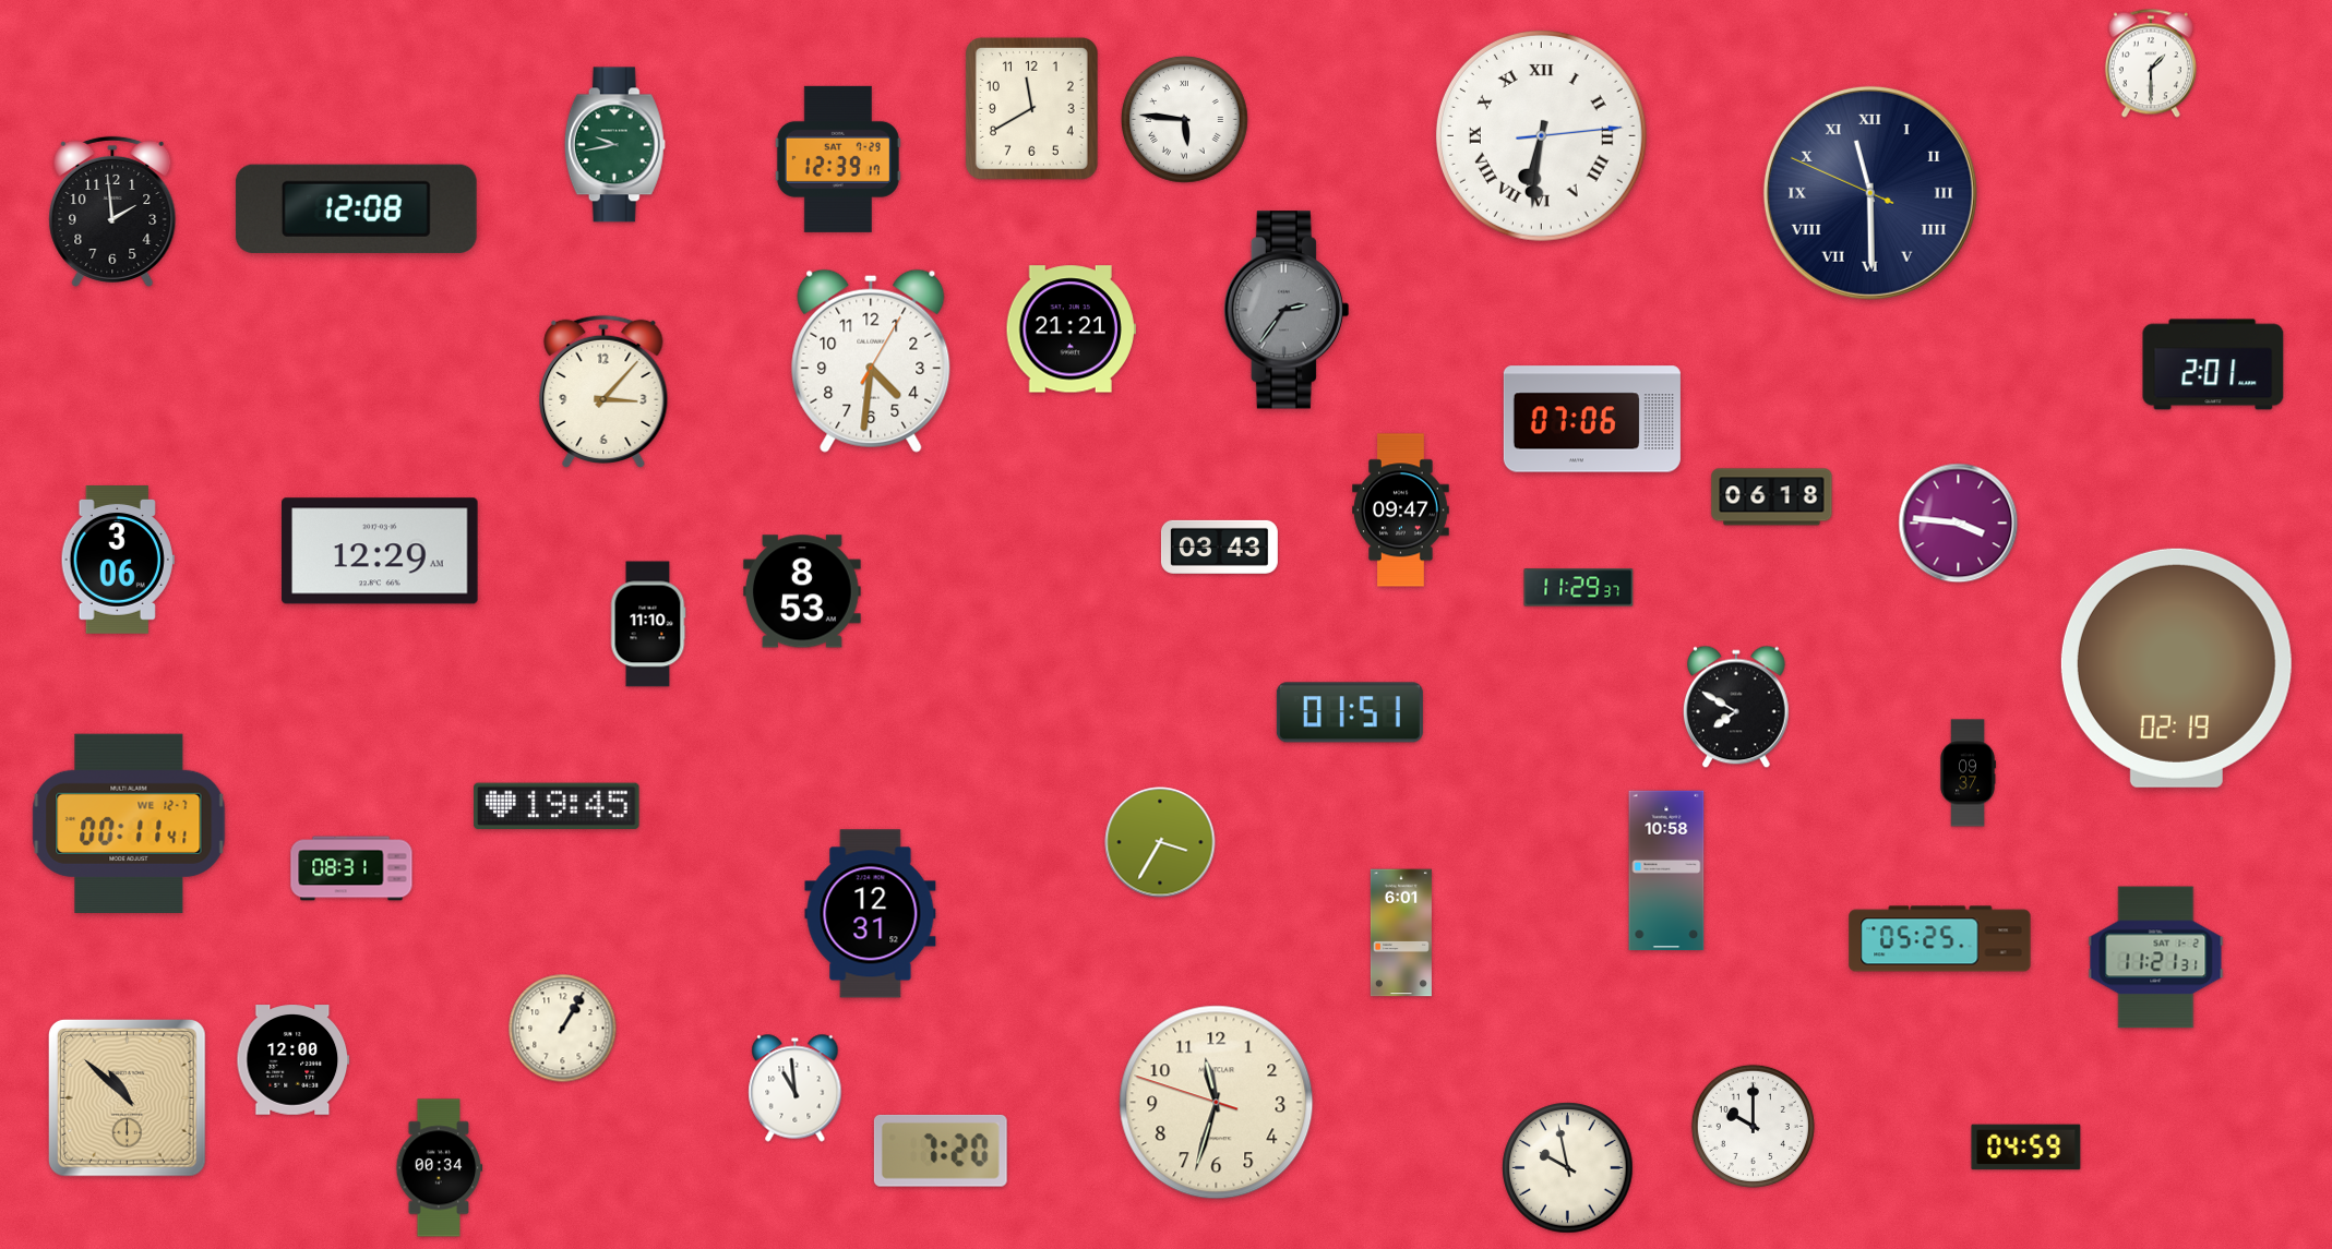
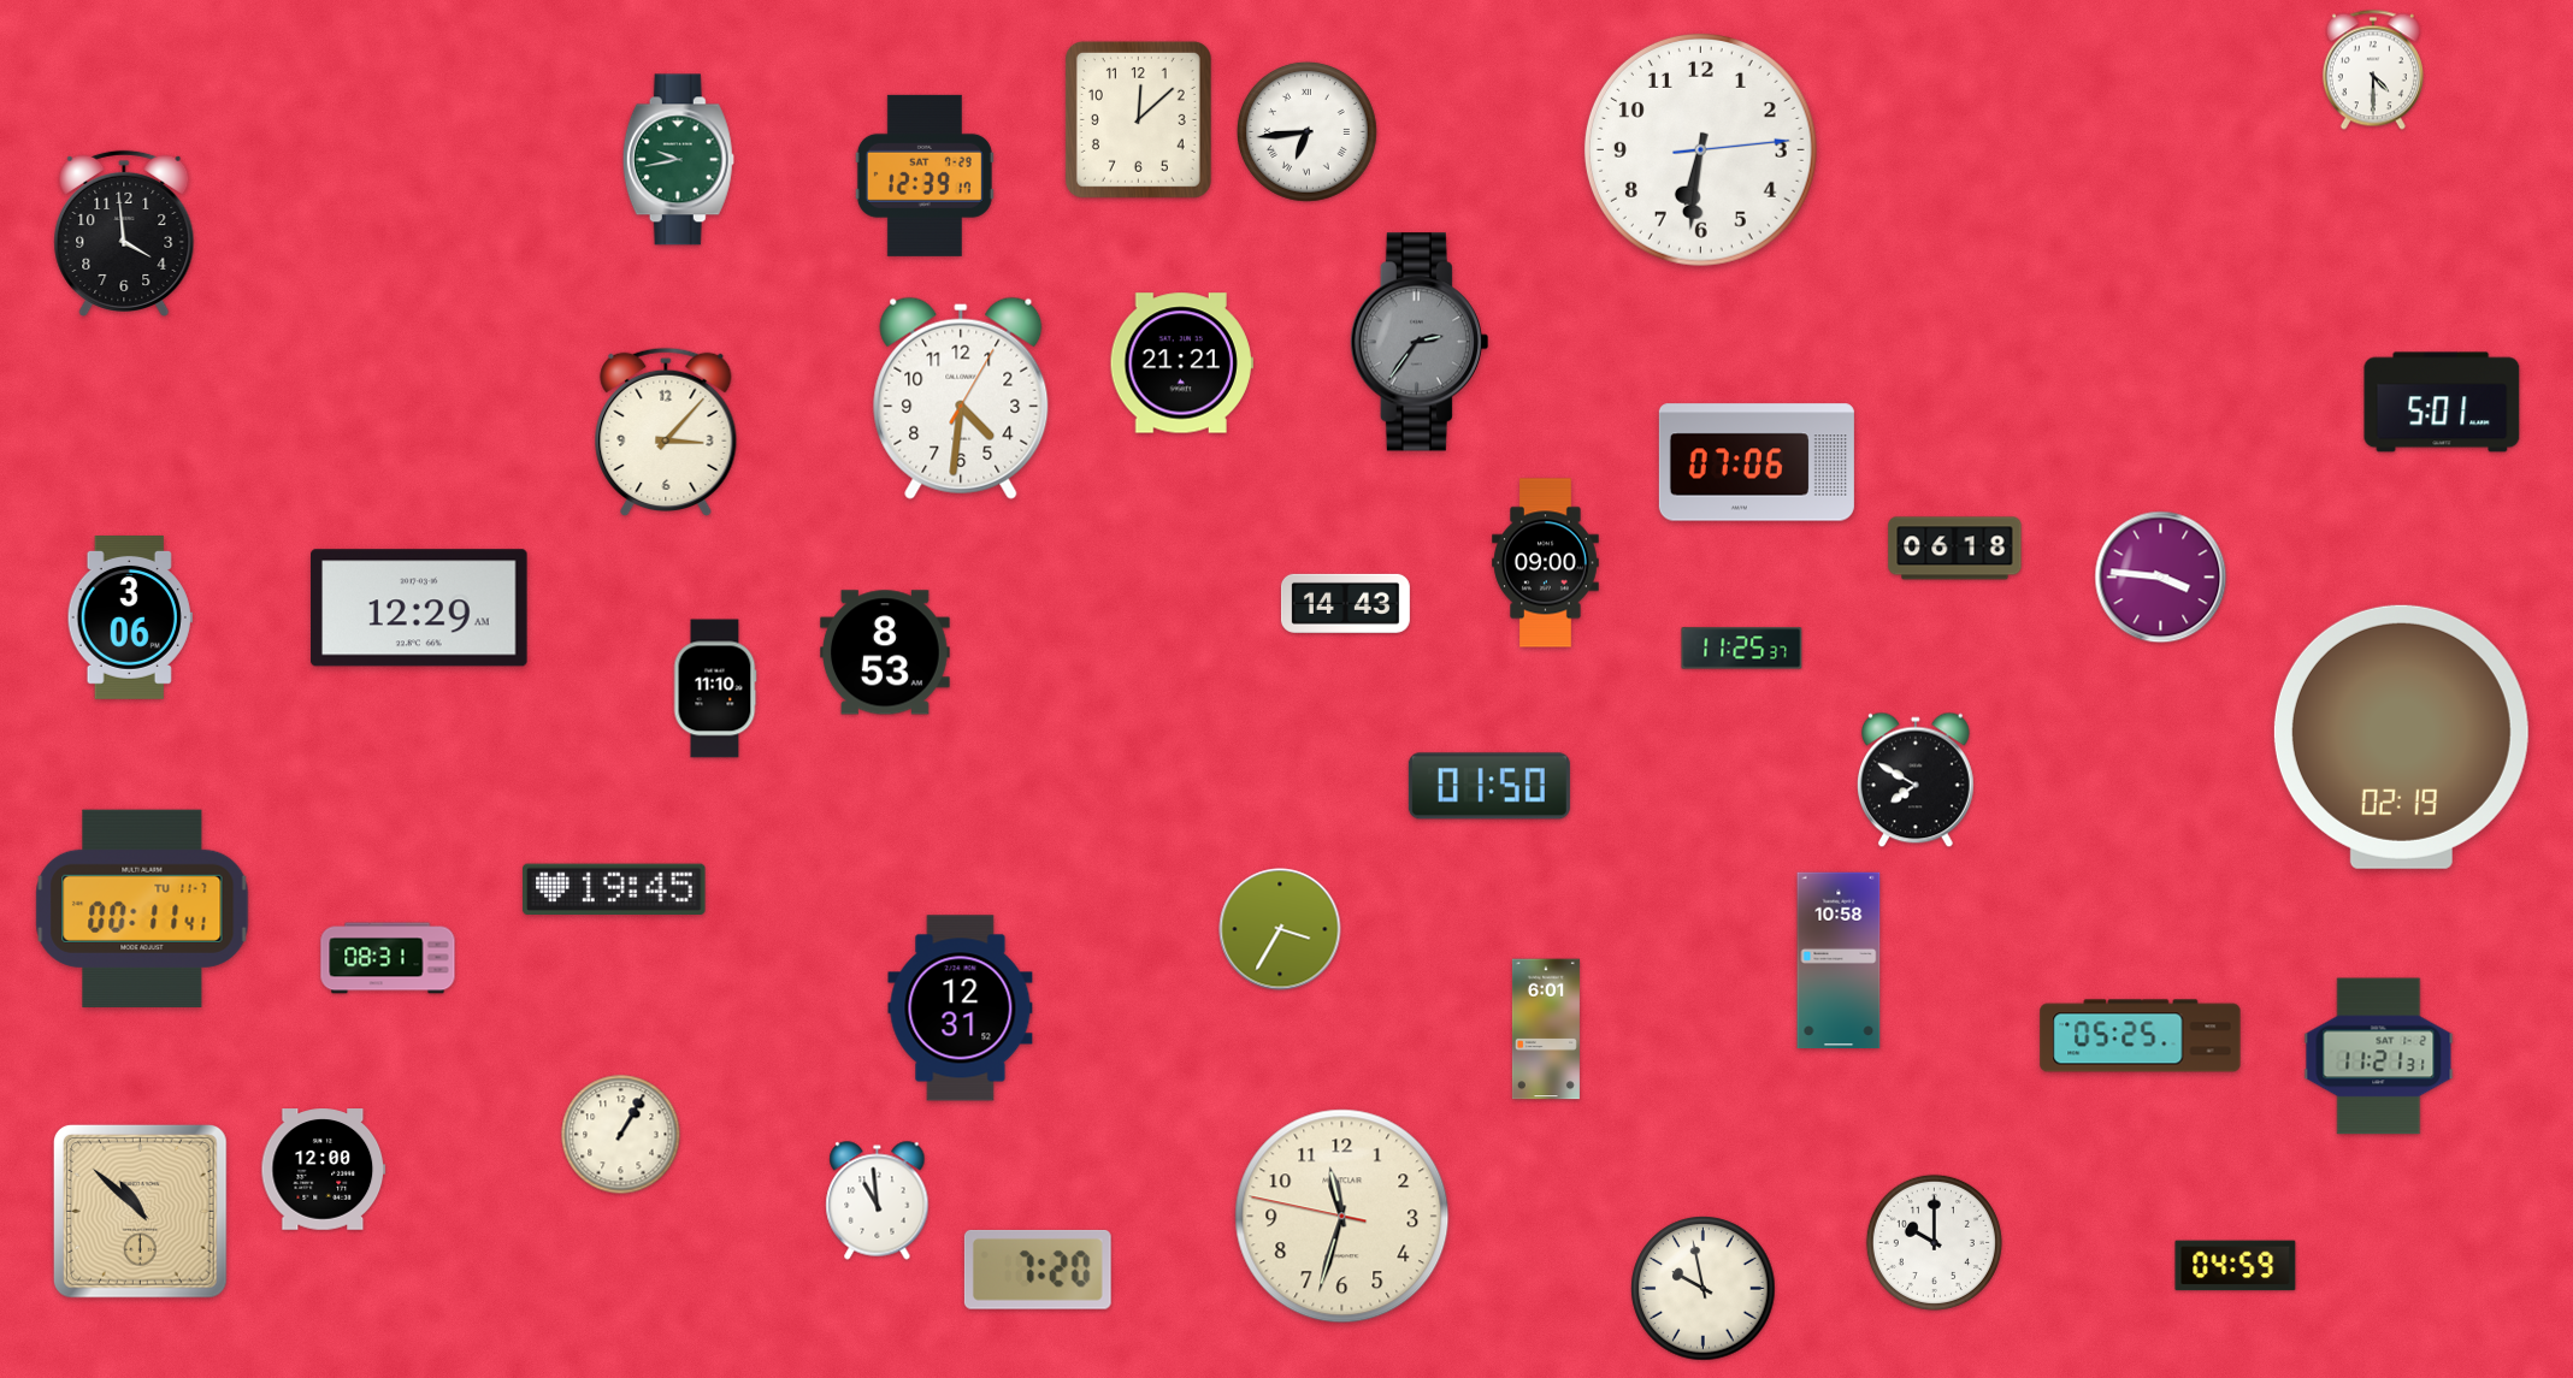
clock at (2151, 63): 1:30 -> 4:30
clock at (1031, 108): 11:40 -> 12:08
clock at (1184, 119): 5:46 -> 6:44
clock at (1541, 135) numerals: Roman -> Arabic
clock at (1870, 193): 11:29 -> none
clock at (356, 208): 12:08 -> none
clock at (112, 212): 1:59 -> 3:59
clock at (2213, 364): 2:01 -> 5:01
clock at (1401, 511): 09:47 -> 09:00
clock at (1219, 547): 03:43 -> 14:43
clock at (1579, 588): 11:29 -> 11:25
clock at (1350, 712): 01:51 -> 01:50
clock at (1968, 773): 09:37 -> none
clock at (129, 824) date: WE 12-7 -> TU 11-7
clock at (1217, 1103): 11:32:48 -> 11:32:47
clock at (440, 1168): 00:34 -> none
clock at (1568, 1168) position: (1568, 1168) -> (1704, 1289)
